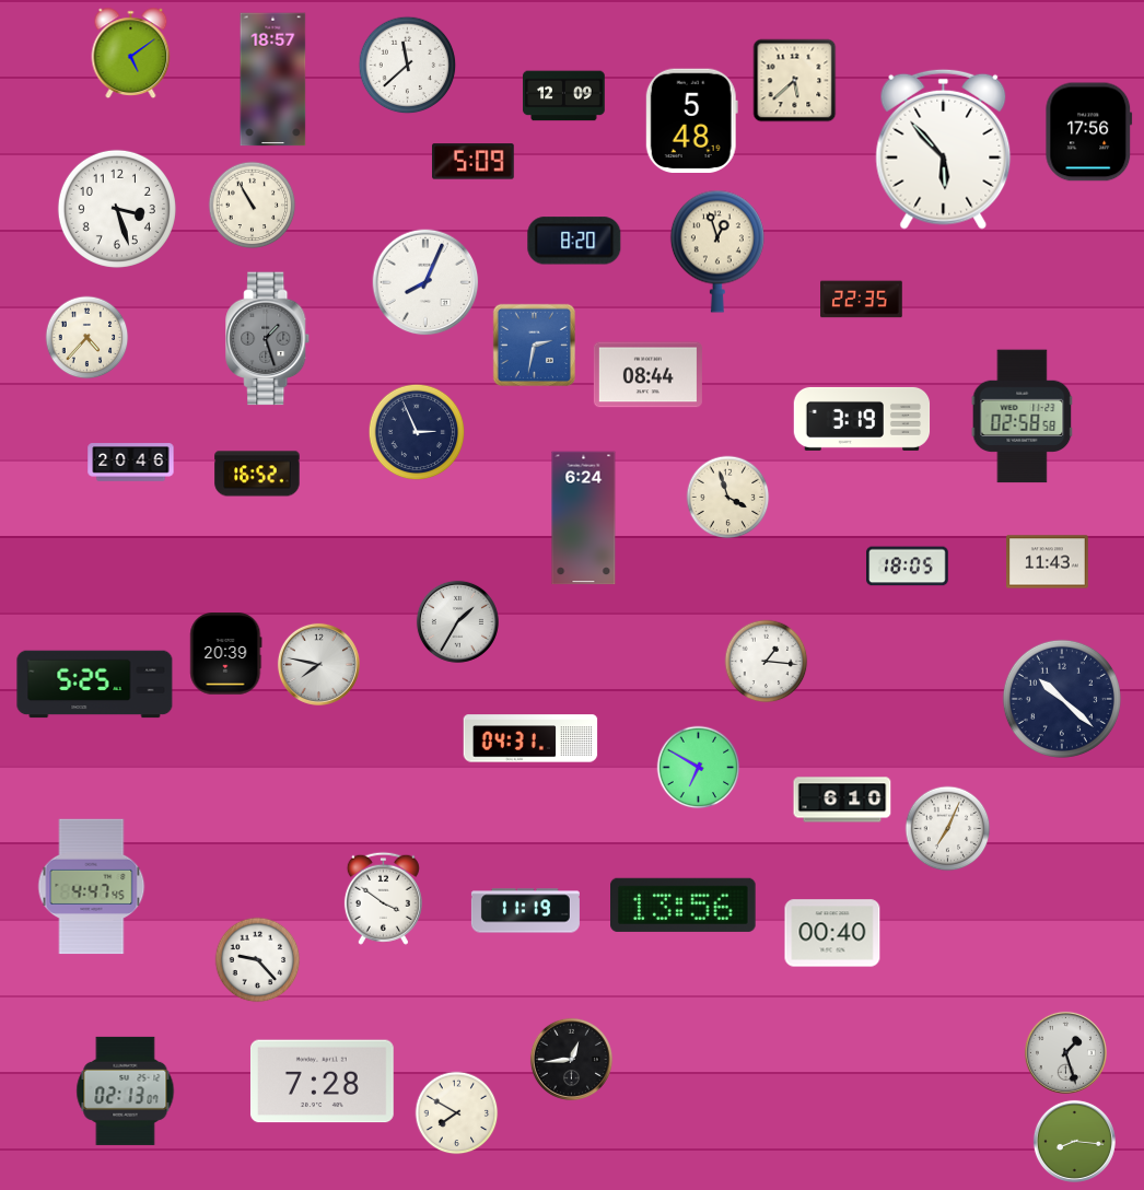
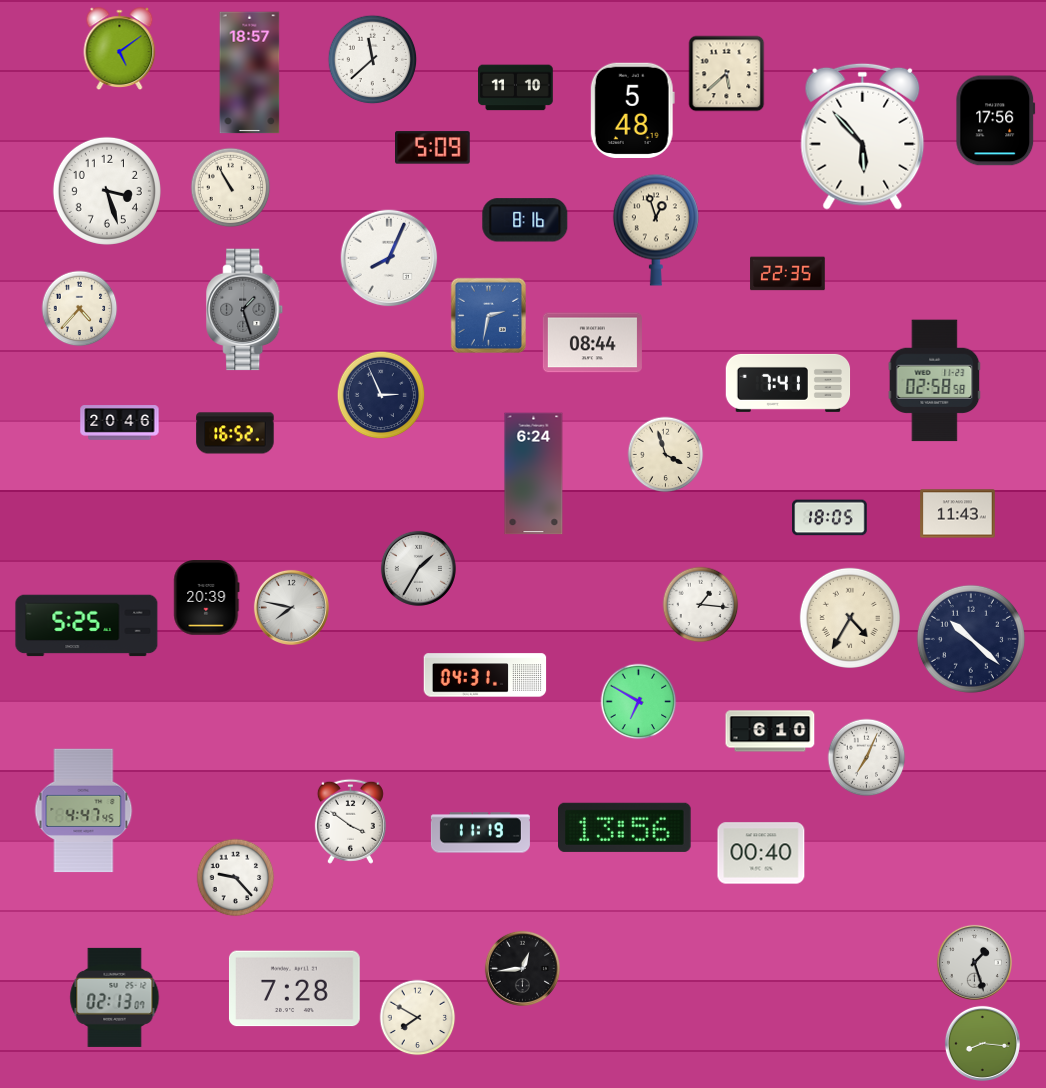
clock at (564, 96): 12:09 -> 11:10
clock at (574, 241): 8:20 -> 8:16
clock at (862, 419): 3:19 -> 7:41
clock at (850, 618): none -> 4:35
